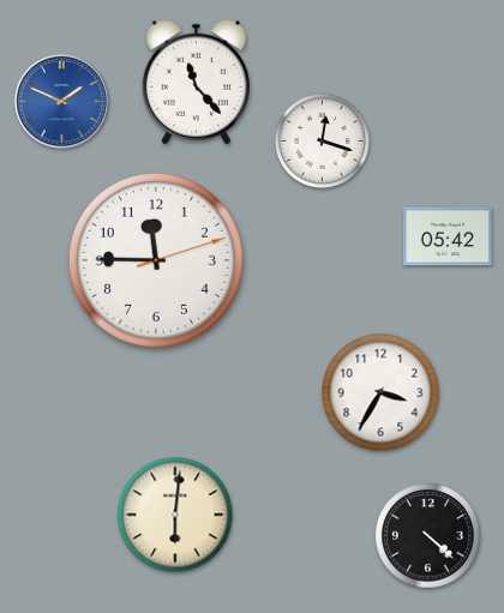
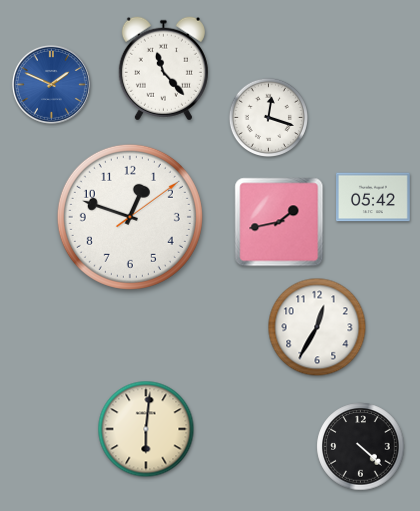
clock at (156, 260): 11:45 -> 12:48
clock at (279, 222): none -> 1:43
clock at (380, 392): 3:35 -> 12:35
clock at (428, 536) position: (428, 536) -> (361, 447)
